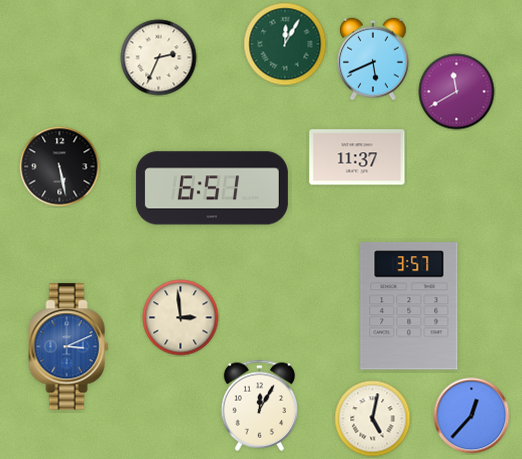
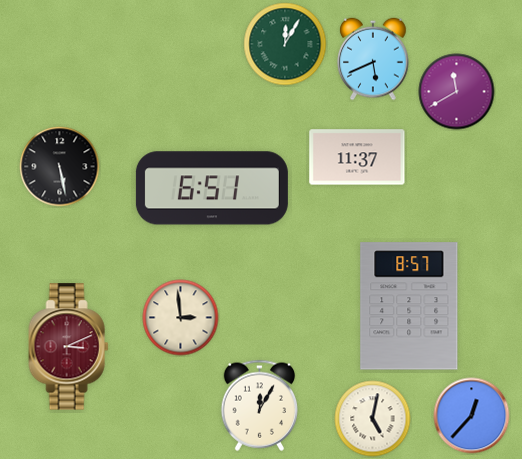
clock at (159, 58): 2:34 -> none
clock at (409, 306): 3:57 -> 8:57
clock at (69, 347) dial: blue -> burgundy
